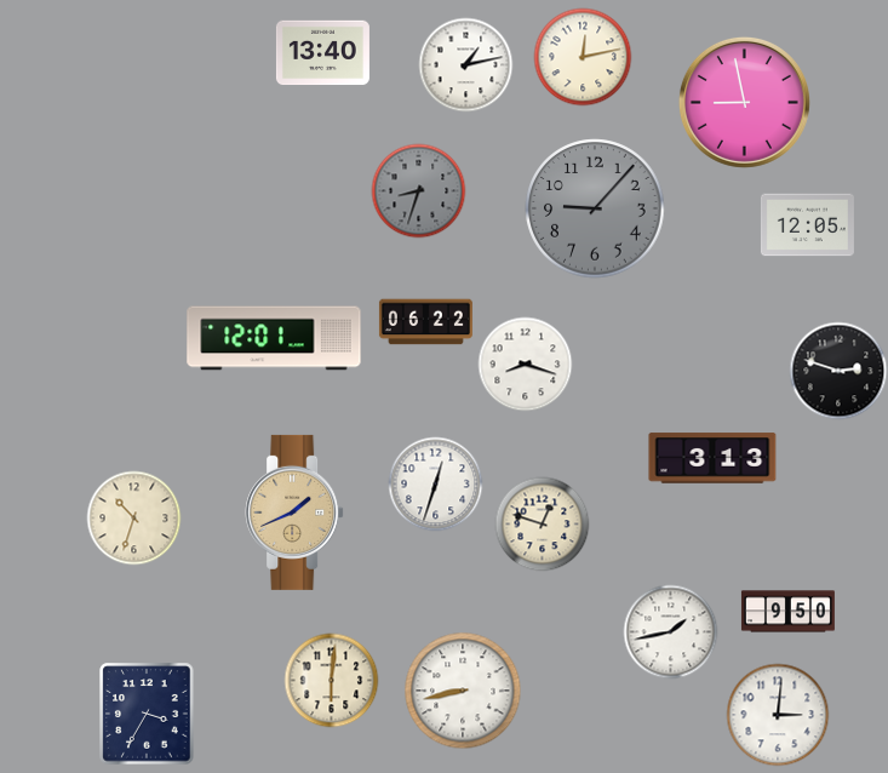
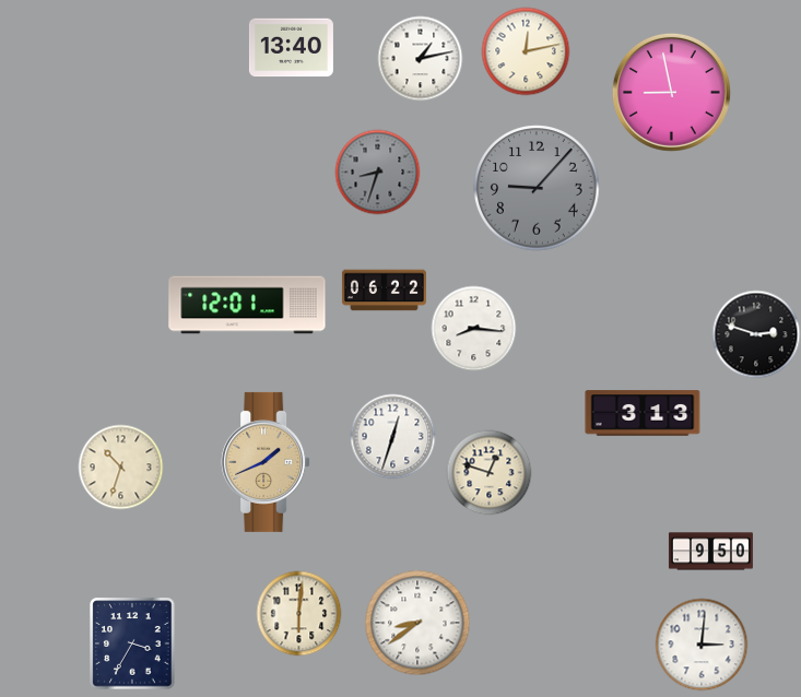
clock at (807, 225): 12:05 -> none
clock at (525, 363): 8:18 -> 8:16
clock at (670, 631): 1:43 -> none
clock at (463, 691): 8:43 -> 8:39
